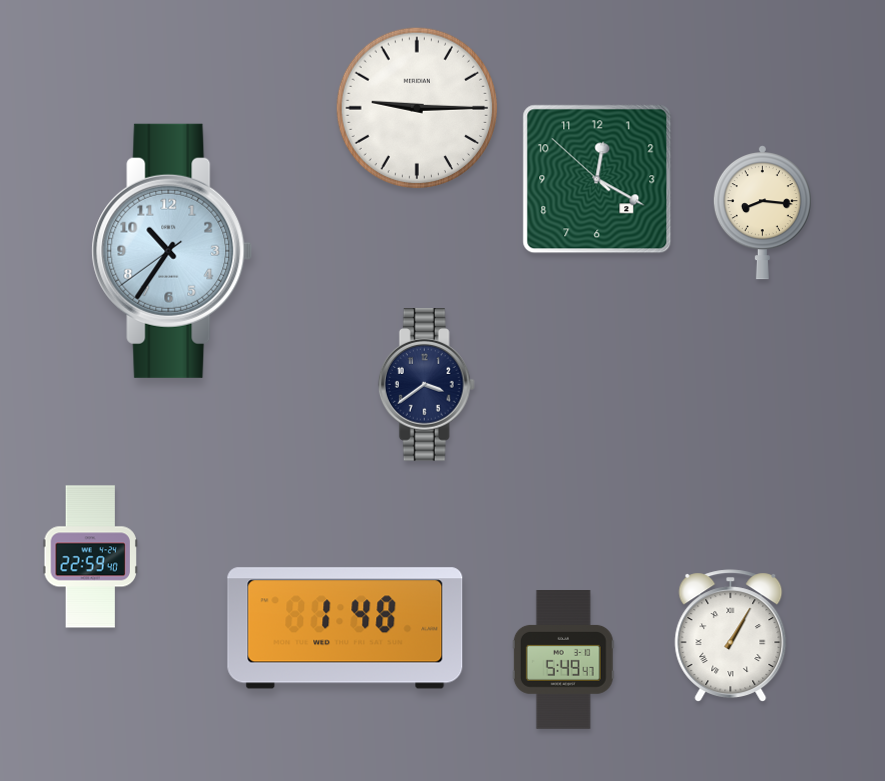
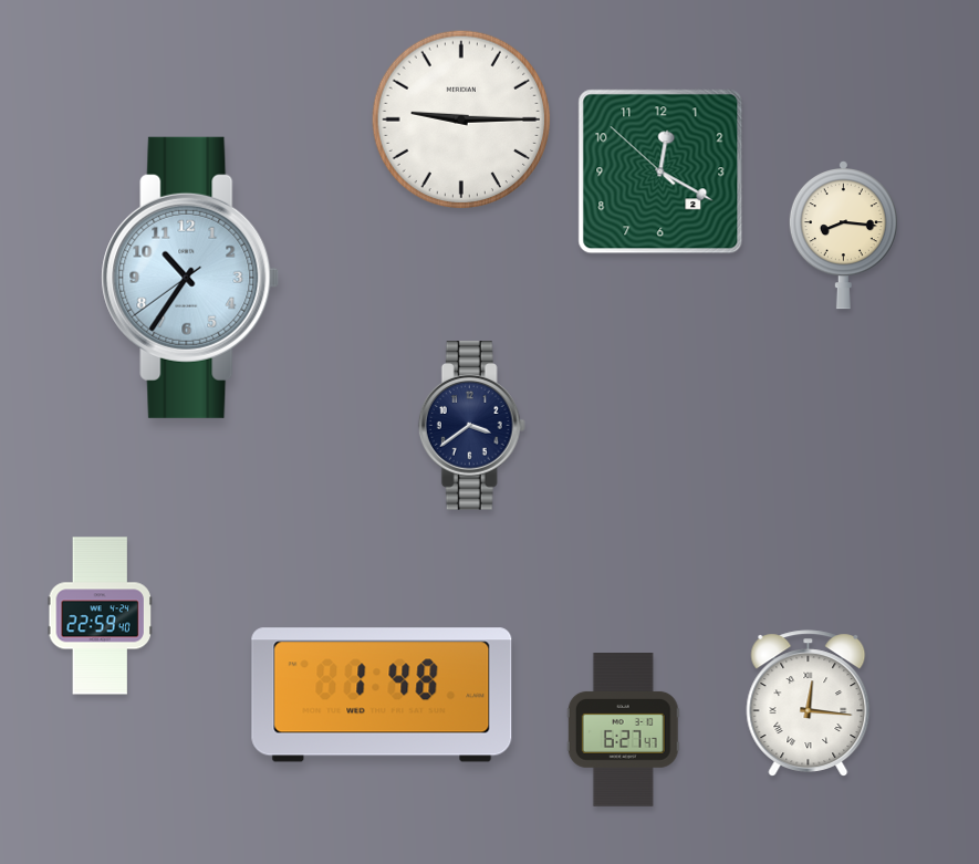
clock at (597, 179) position: (597, 179) -> (660, 171)
clock at (731, 635): 1:05 -> 12:16
clock at (563, 660): 5:49 -> 6:27
